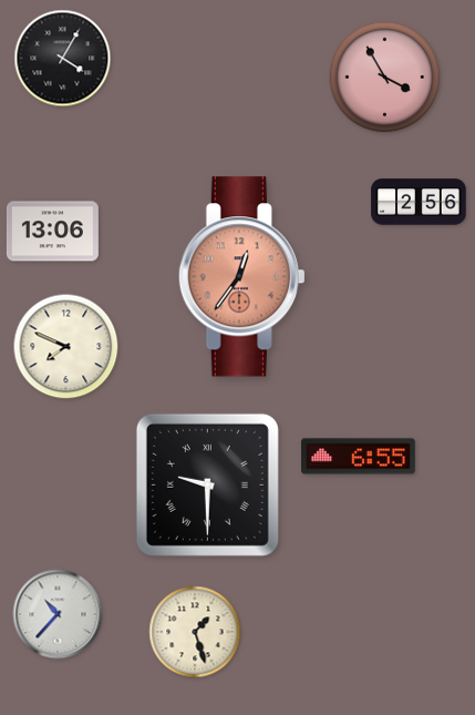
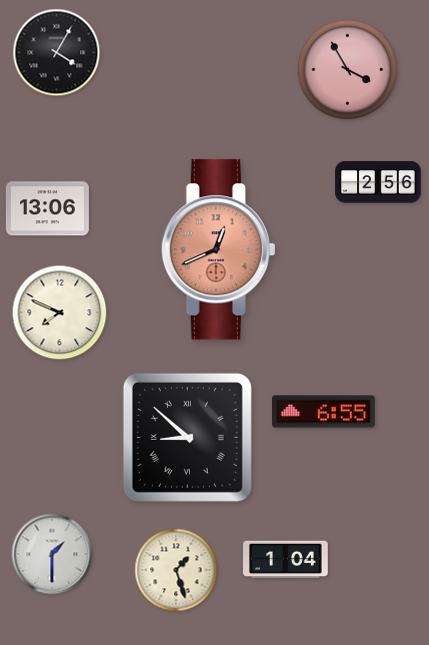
clock at (241, 277): 12:36 -> 12:41
clock at (207, 484): 9:30 -> 8:52
clock at (58, 614): 10:37 -> 1:30
clock at (286, 560): none -> 1:04
